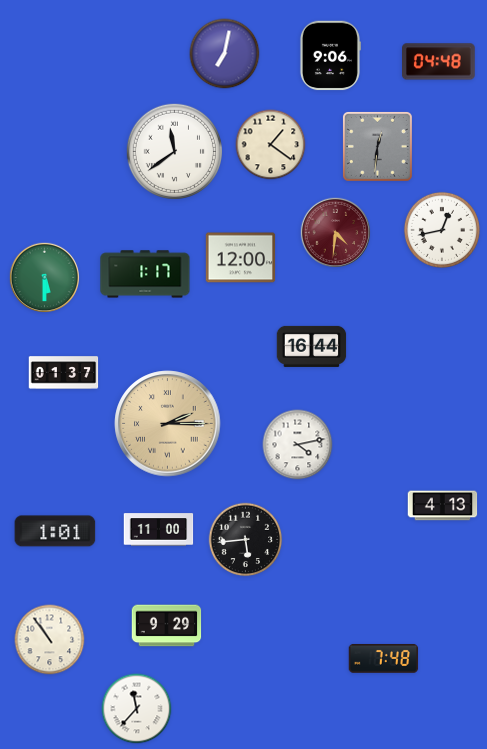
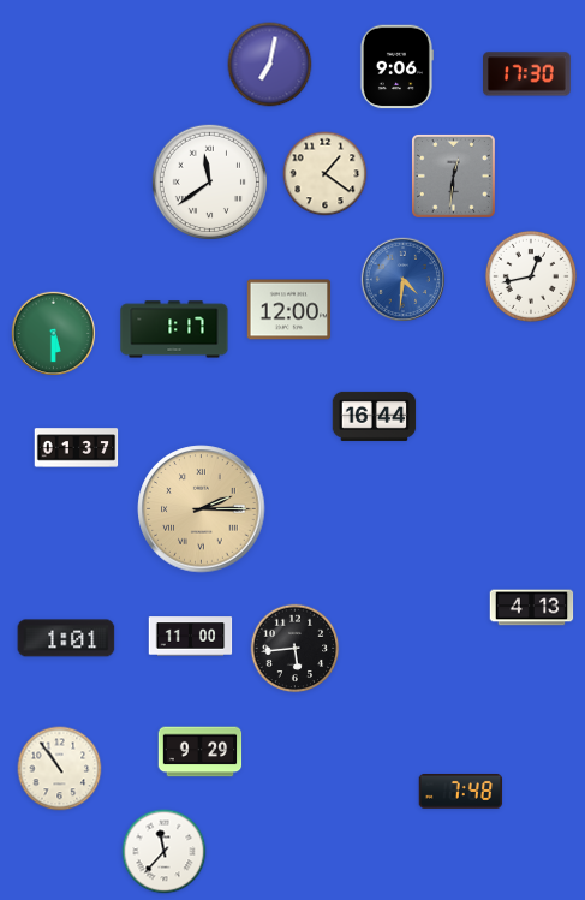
clock at (439, 62): 04:48 -> 17:30
clock at (335, 232) dial: burgundy -> blue
clock at (298, 445): 4:13 -> none
